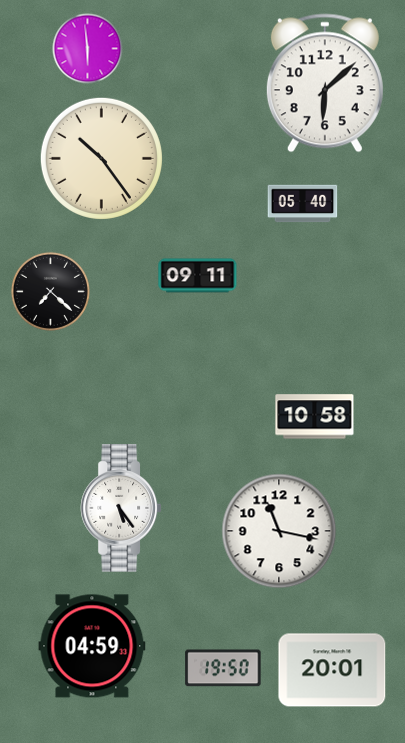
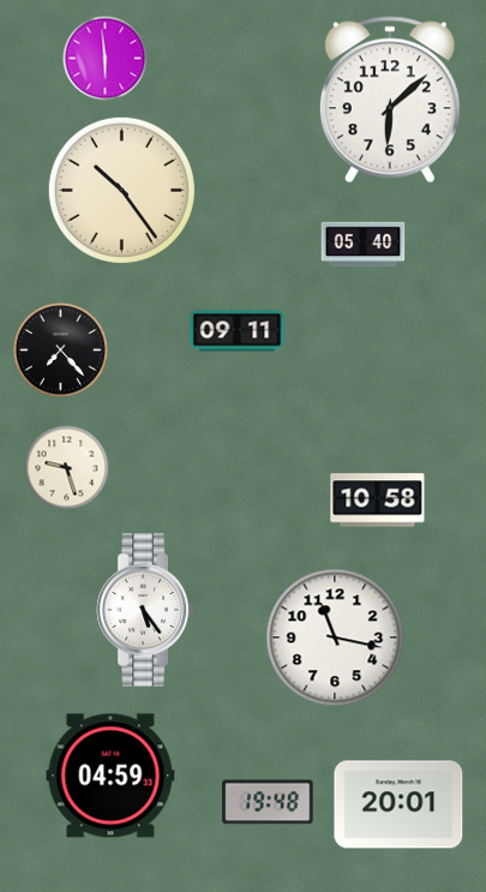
clock at (50, 291): 7:22 -> 7:23
clock at (67, 468): none -> 9:27
clock at (223, 668): 19:50 -> 19:48
